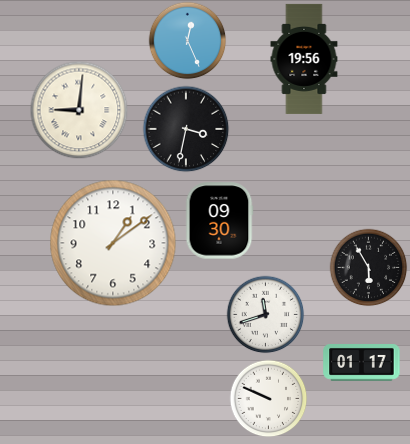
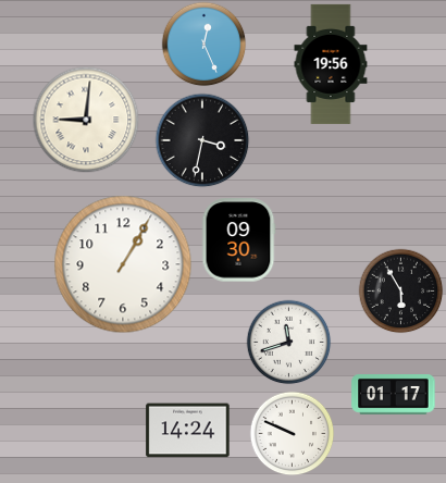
clock at (113, 243): 1:09 -> 1:05
clock at (188, 431): none -> 14:24
